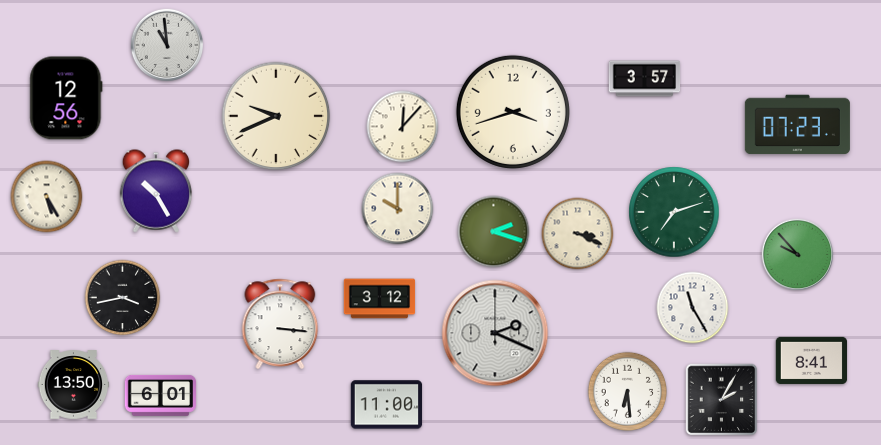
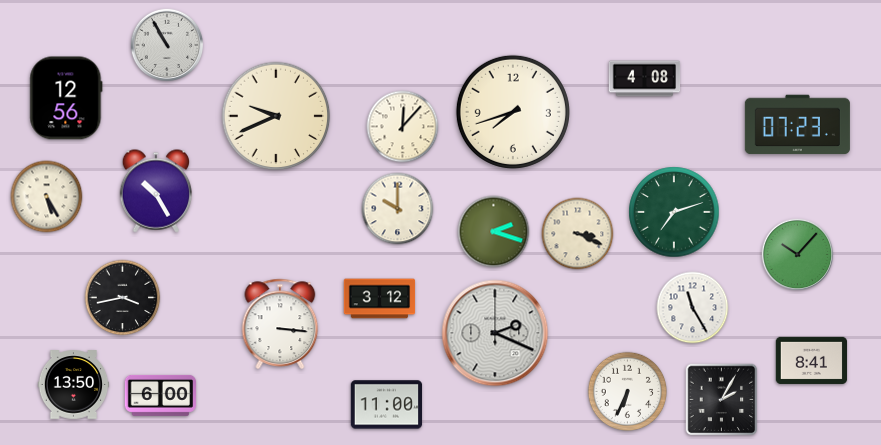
clock at (167, 45): 10:59 -> 10:55
clock at (645, 79): 3:57 -> 4:08
clock at (513, 112): 3:42 -> 7:42
clock at (798, 255): 9:53 -> 10:07
clock at (628, 392): 6:29 -> 6:34
clock at (161, 395): 6:01 -> 6:00
